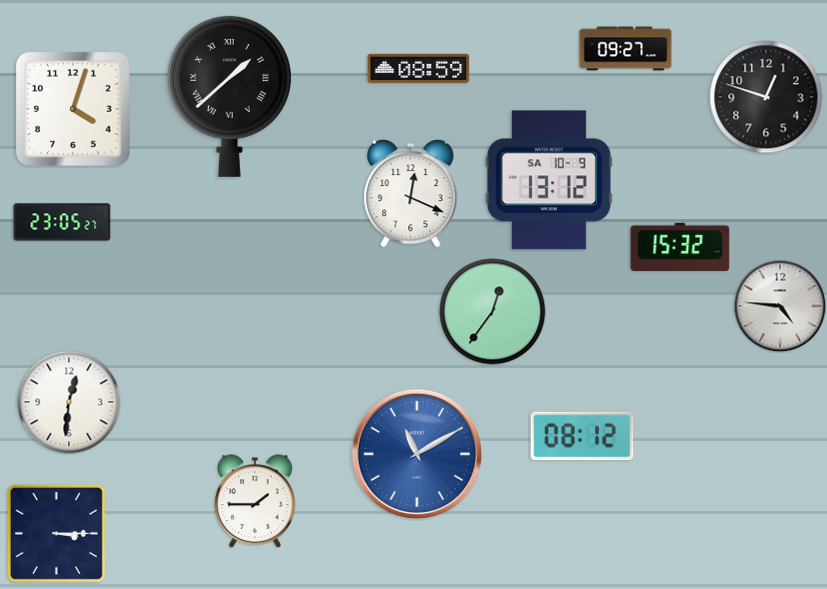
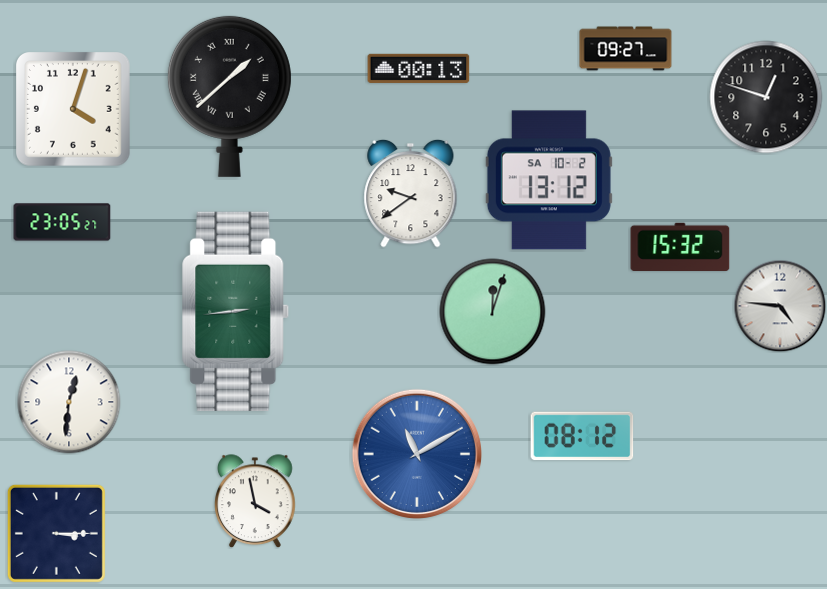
clock at (419, 68): 08:59 -> 00:13
clock at (549, 180) date: SA 10-9 -> SA 10-2
clock at (411, 193): 12:19 -> 9:39
clock at (236, 311): none -> 2:44
clock at (493, 312): 12:36 -> 12:03
clock at (256, 501): 1:45 -> 3:58
